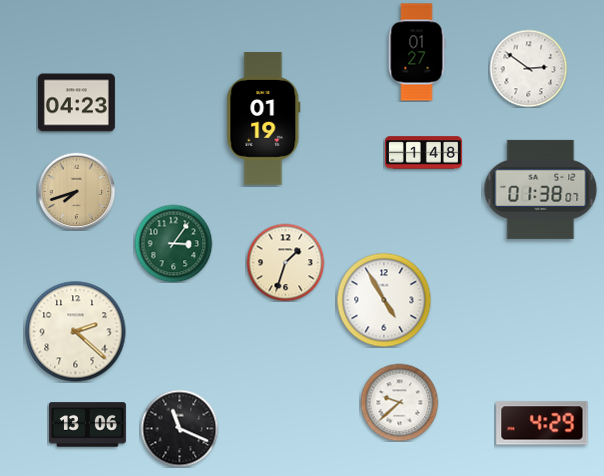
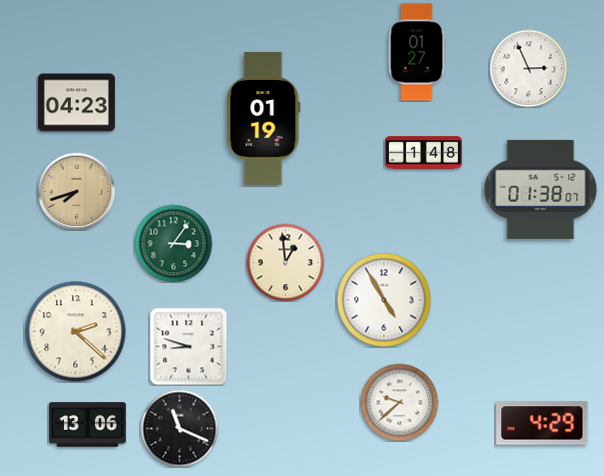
clock at (528, 68): 2:51 -> 2:56
clock at (285, 262): 1:33 -> 12:59
clock at (188, 346): none -> 8:48
